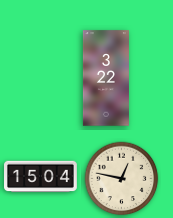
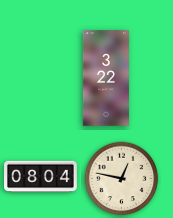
clock at (41, 177): 15:04 -> 08:04
